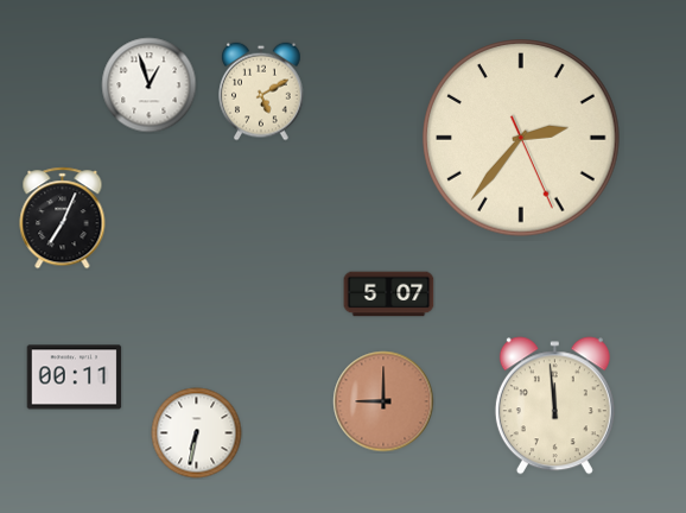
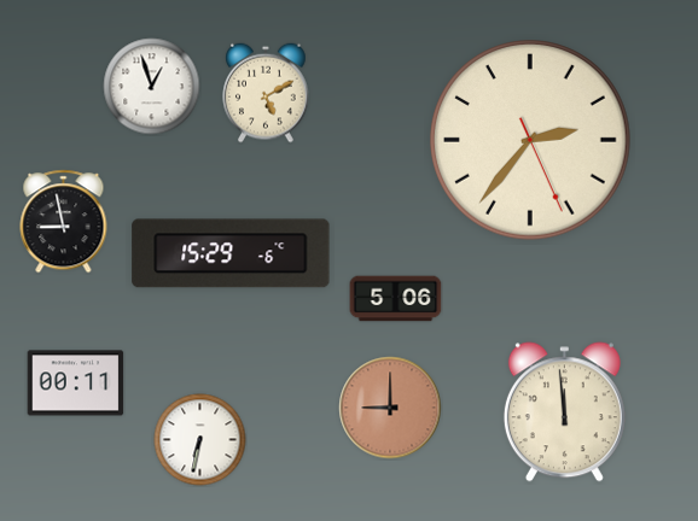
clock at (63, 218): 7:04 -> 8:58
clock at (231, 253): none -> 15:29
clock at (389, 294): 5:07 -> 5:06
